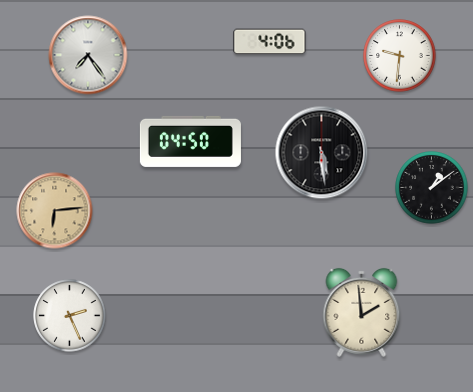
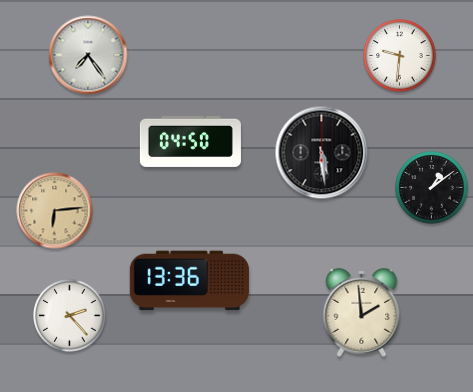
clock at (270, 42): 4:06 -> none
clock at (189, 281): none -> 13:36
clock at (70, 316): 2:26 -> 2:23
